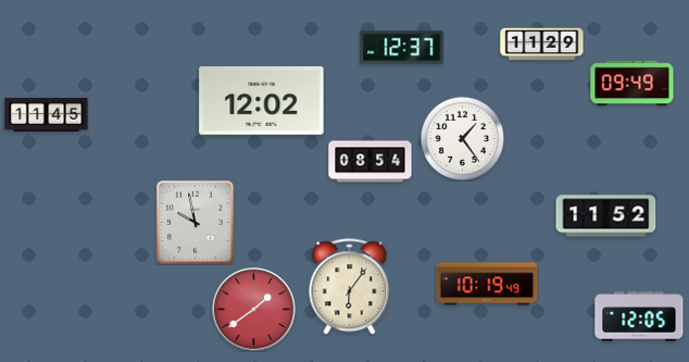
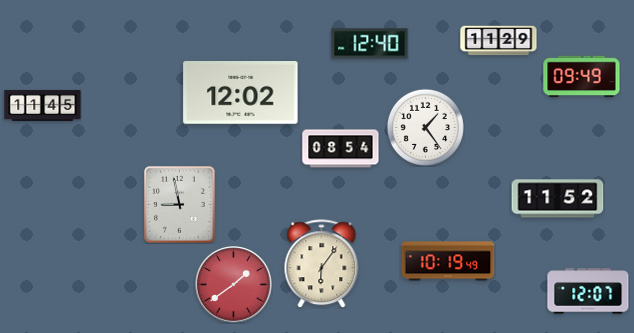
clock at (402, 48): 12:37 -> 12:40
clock at (196, 223): 9:58 -> 8:58
clock at (639, 316): 12:05 -> 12:07
